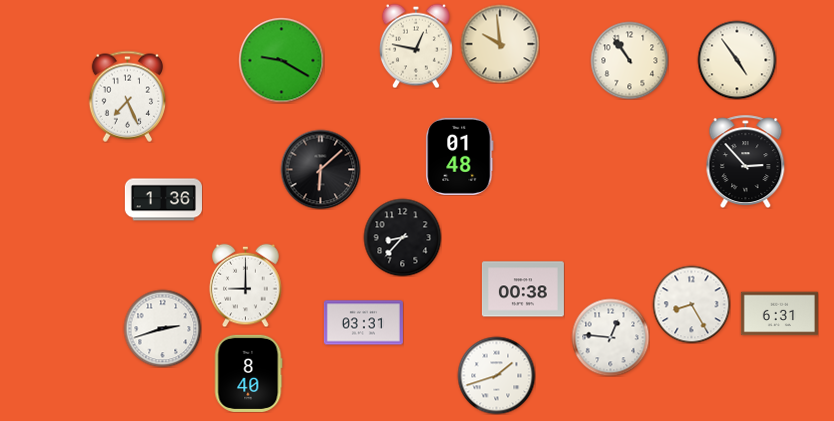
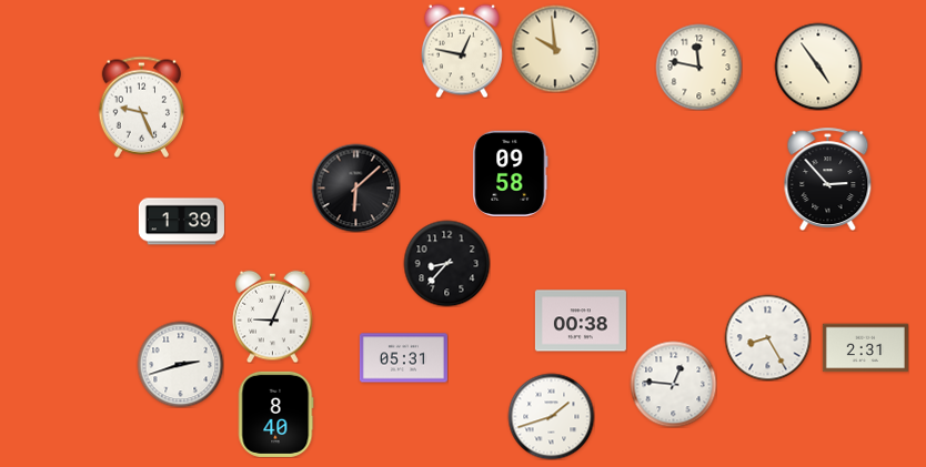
clock at (281, 60): 9:20 -> none
clock at (629, 60): 10:54 -> 11:47
clock at (128, 96): 7:26 -> 9:26
clock at (460, 156): 01:48 -> 09:58
clock at (163, 200): 1:36 -> 1:39
clock at (246, 285): 9:00 -> 9:04
clock at (779, 314): 6:31 -> 2:31
clock at (363, 323): 03:31 -> 05:31
clock at (610, 337) position: (610, 337) -> (673, 384)
